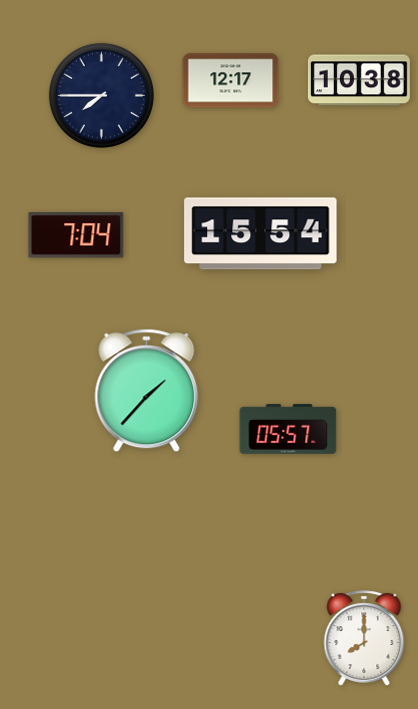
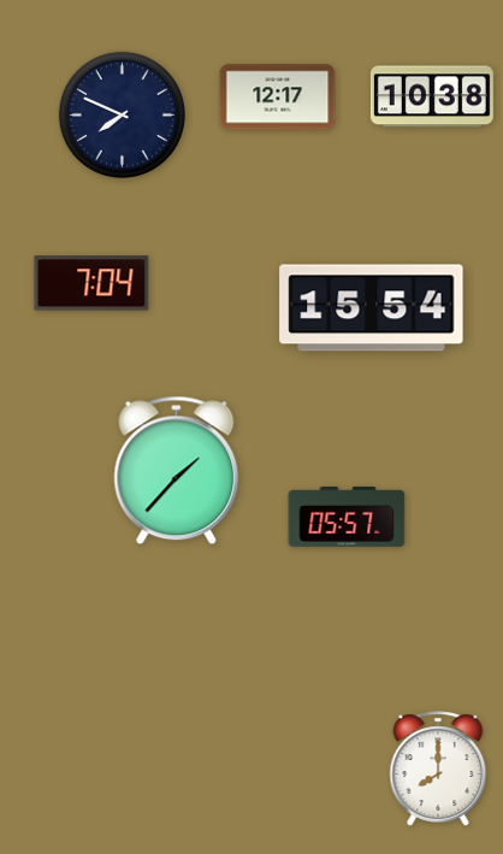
clock at (101, 95): 7:45 -> 7:49
clock at (261, 234) position: (261, 234) -> (372, 308)
